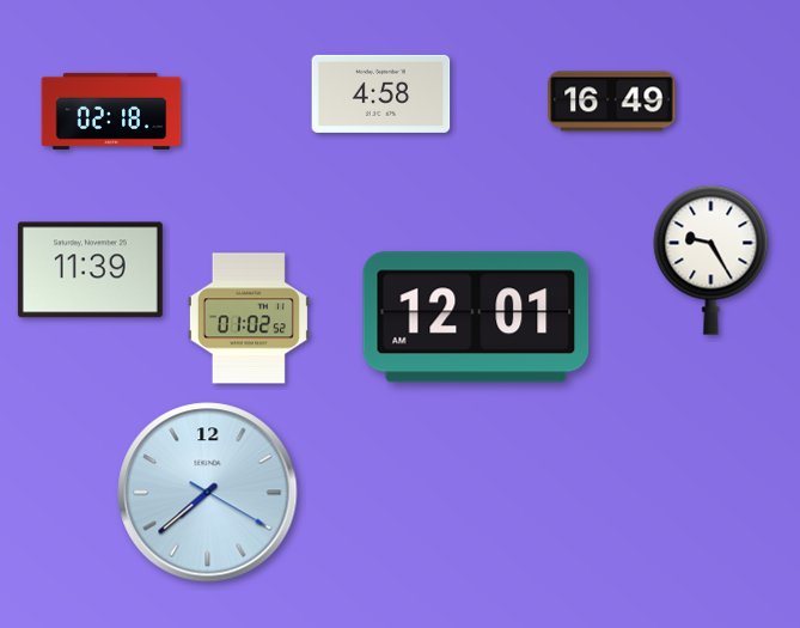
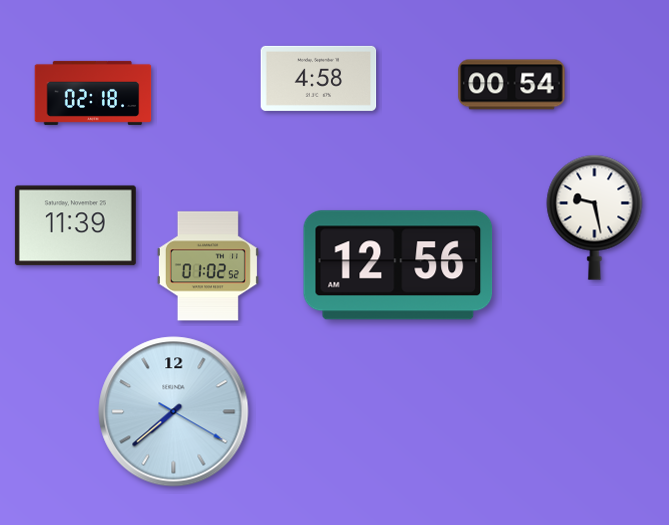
clock at (612, 102): 16:49 -> 00:54
clock at (712, 260): 9:25 -> 9:28
clock at (476, 317): 12:01 -> 12:56
